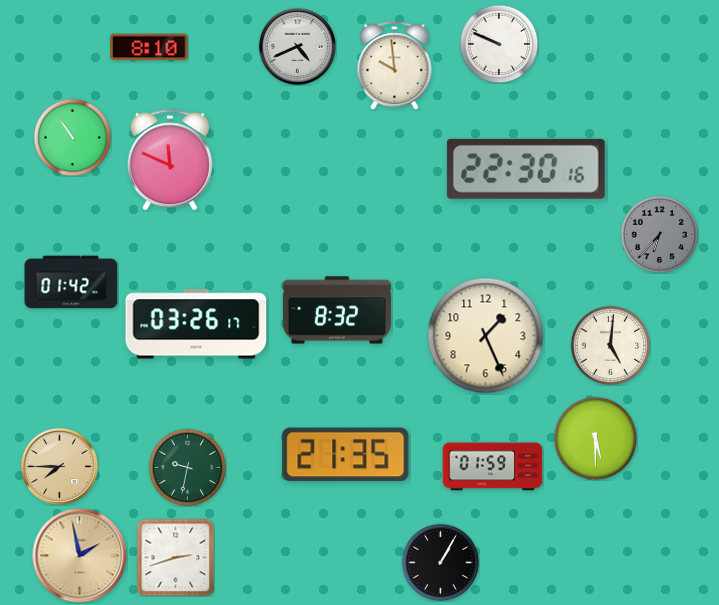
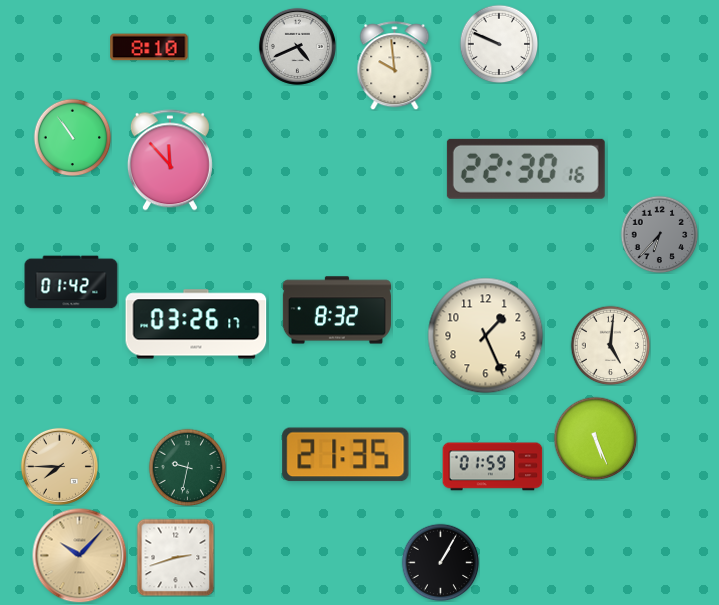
clock at (170, 160): 11:49 -> 11:53
clock at (595, 438): 5:30 -> 5:26
clock at (79, 555): 1:58 -> 10:07
